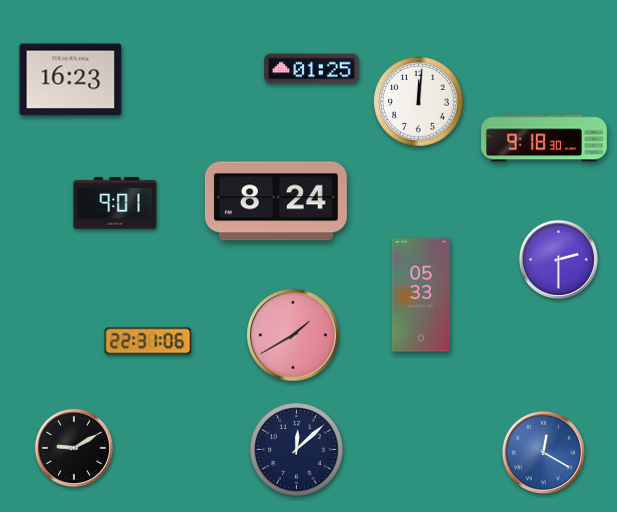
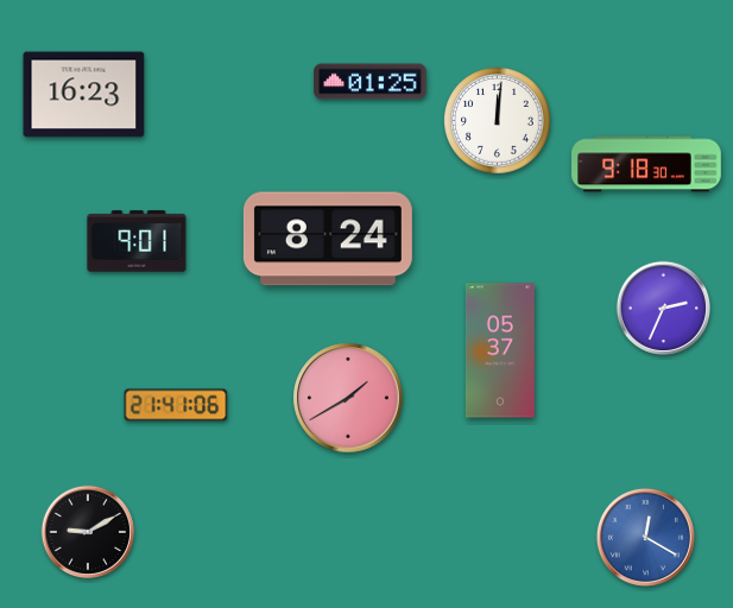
clock at (558, 259): 2:30 -> 2:34
clock at (421, 295): 05:33 -> 05:37
clock at (148, 341): 22:31 -> 21:41
clock at (297, 450): 12:08 -> none
